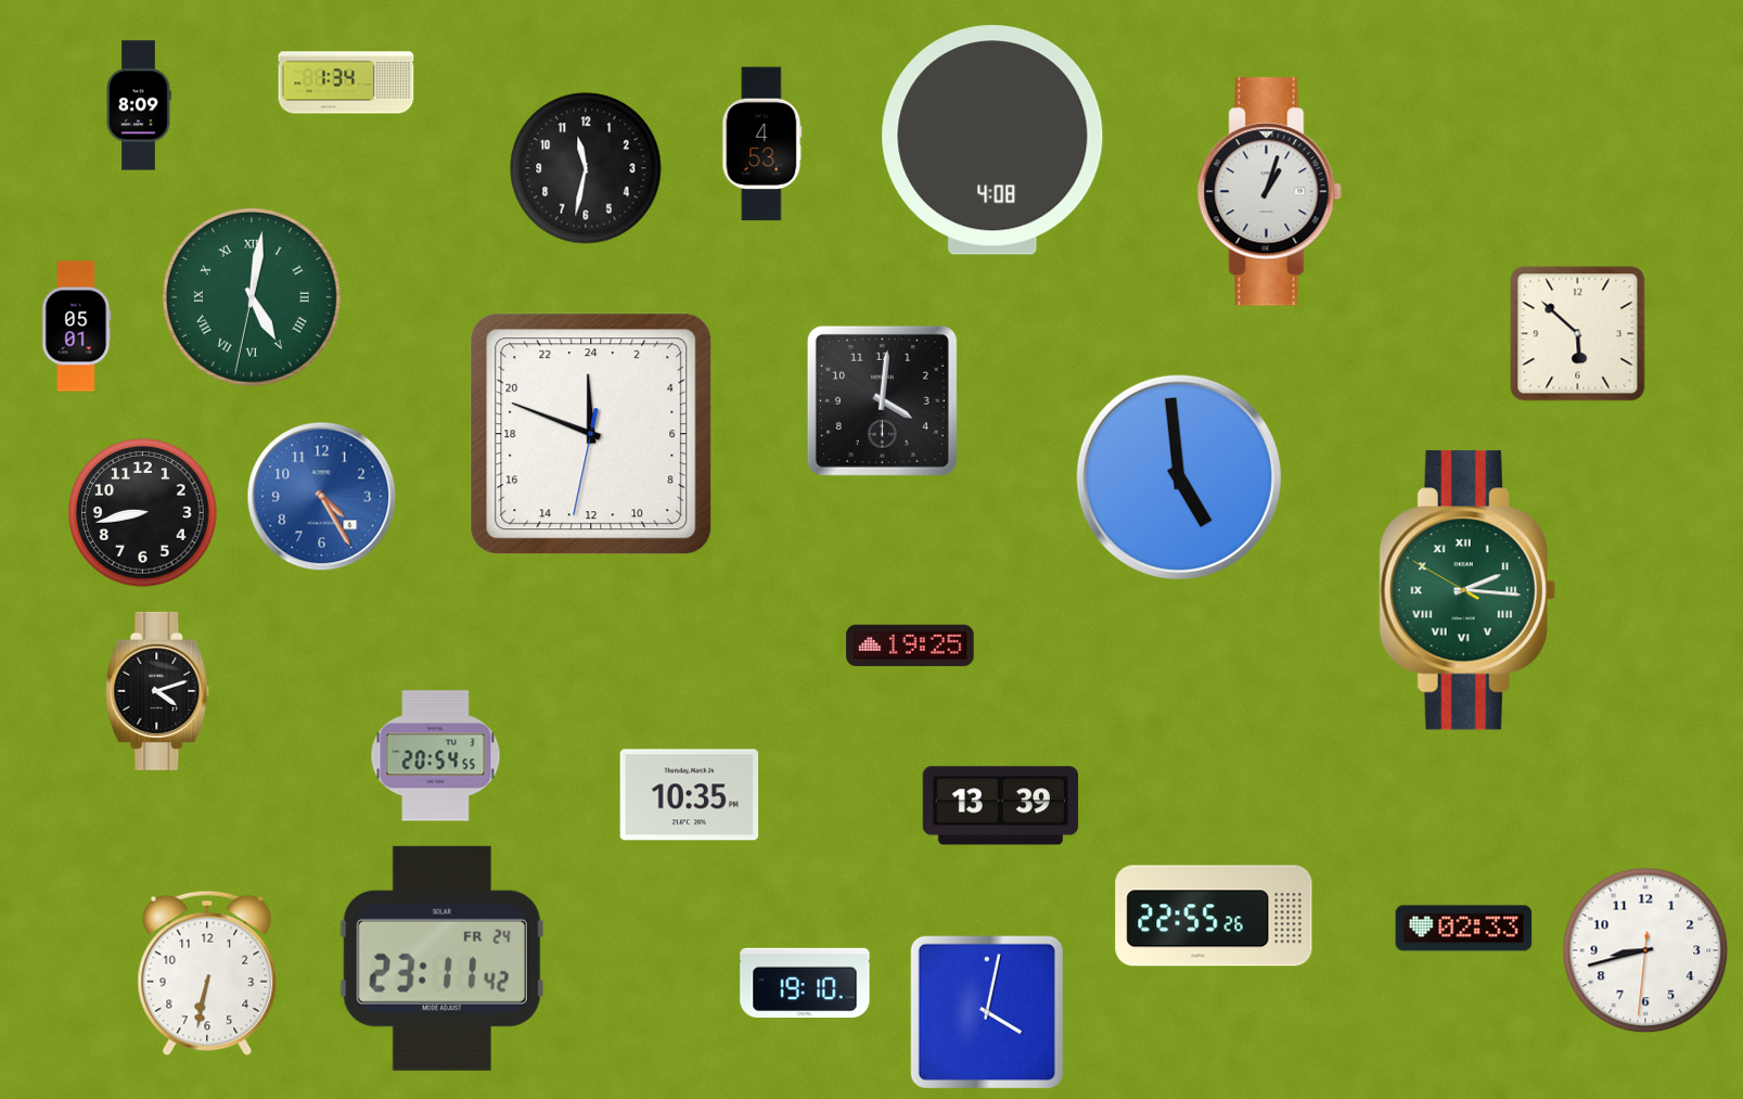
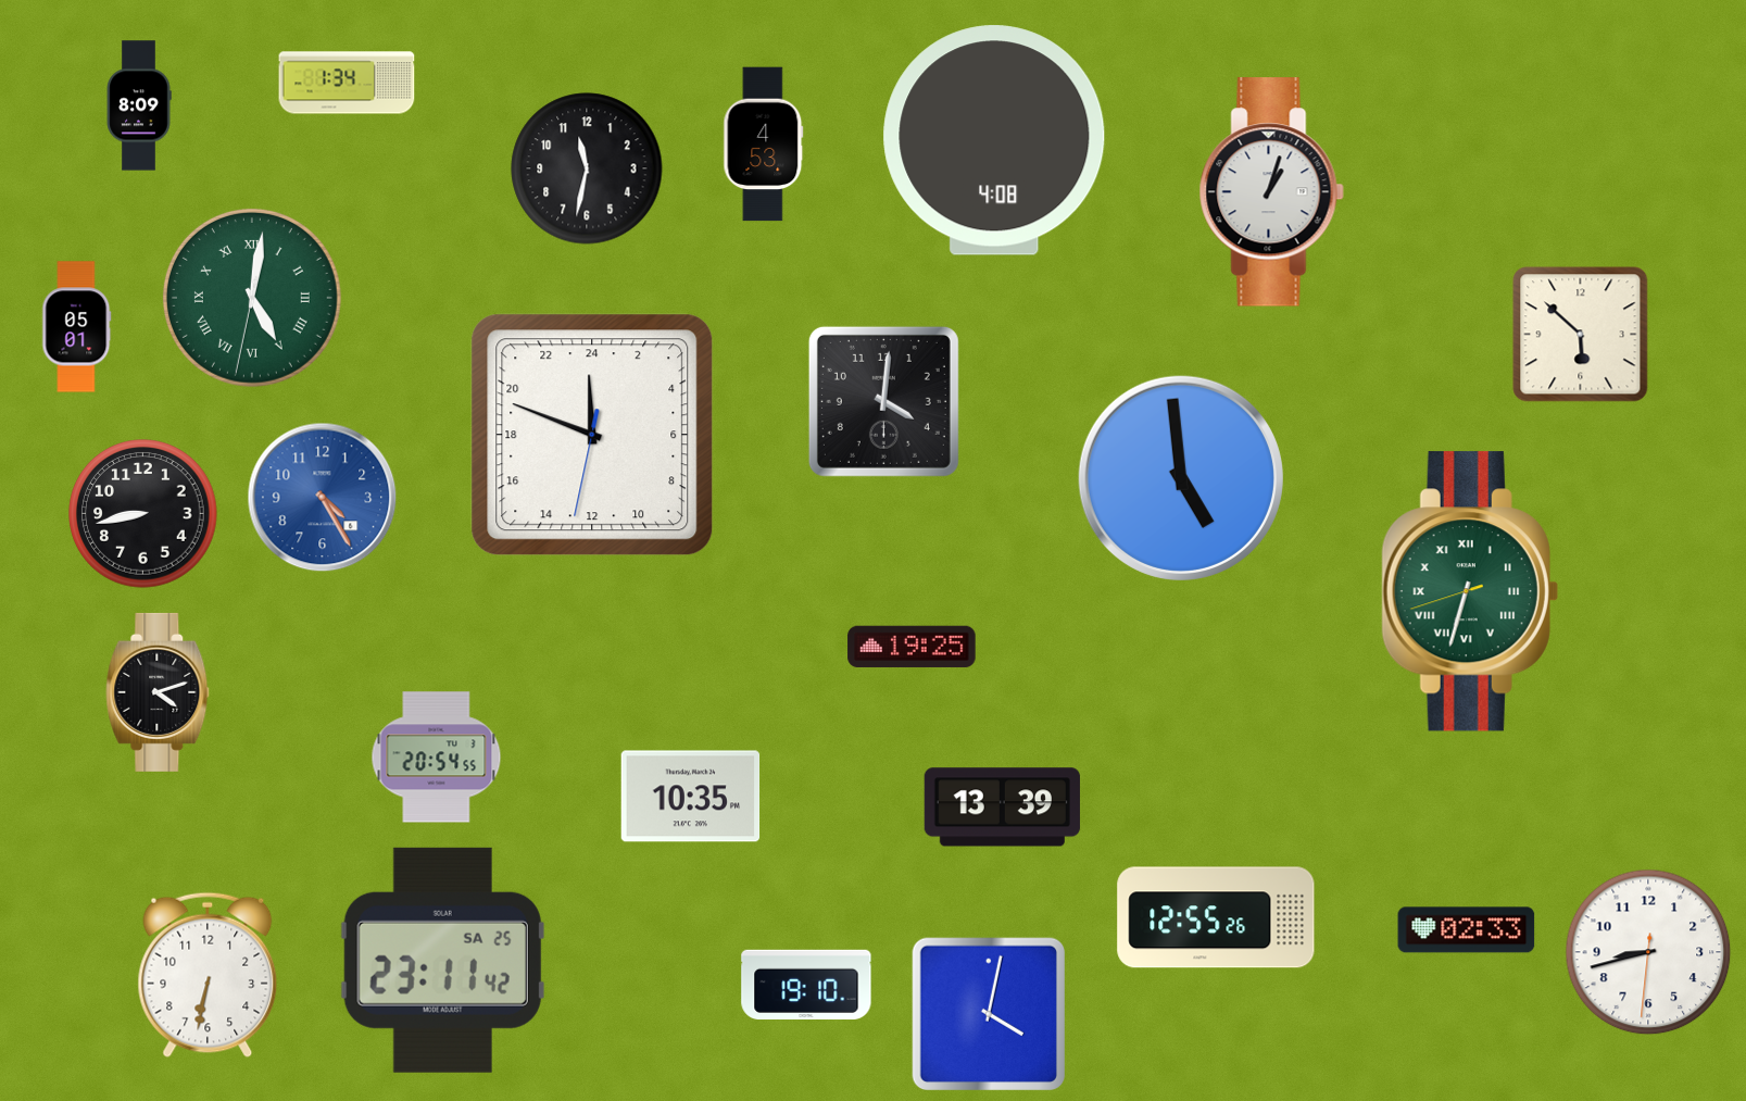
clock at (1468, 590): 2:15 -> 6:32
clock at (1214, 916): 22:55 -> 12:55
clock at (441, 958) date: FR 24 -> SA 25
